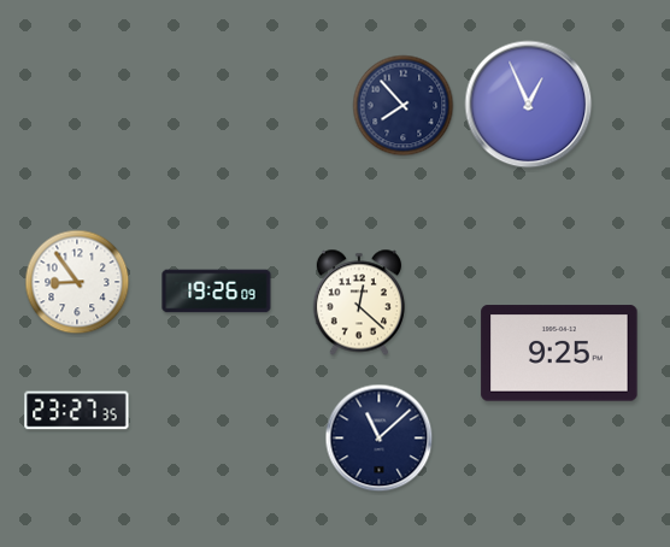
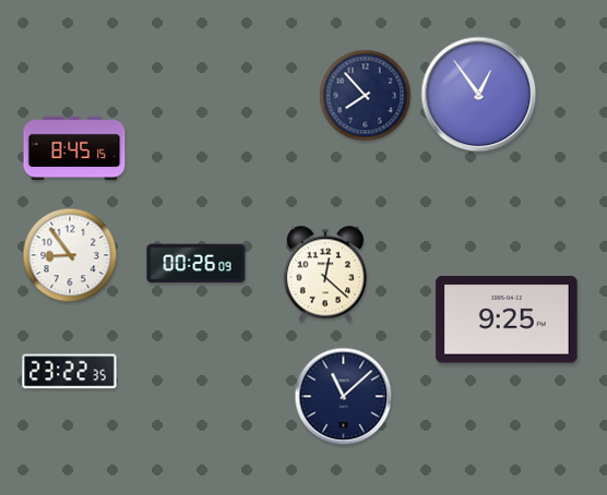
clock at (529, 105): 12:56 -> 12:54
clock at (74, 148): none -> 8:45
clock at (217, 292): 19:26 -> 00:26
clock at (77, 411): 23:27 -> 23:22
